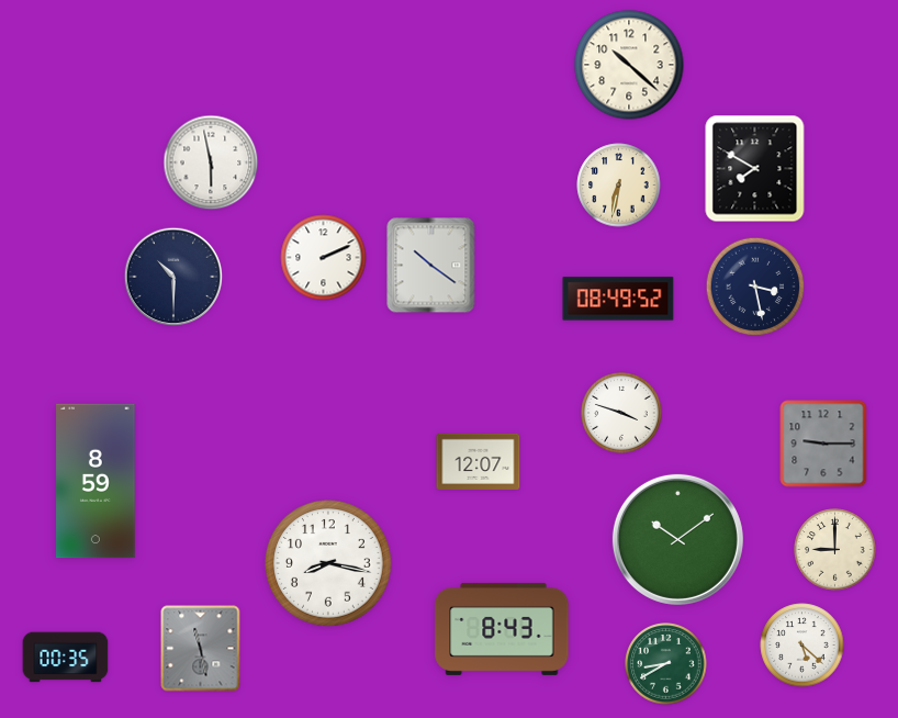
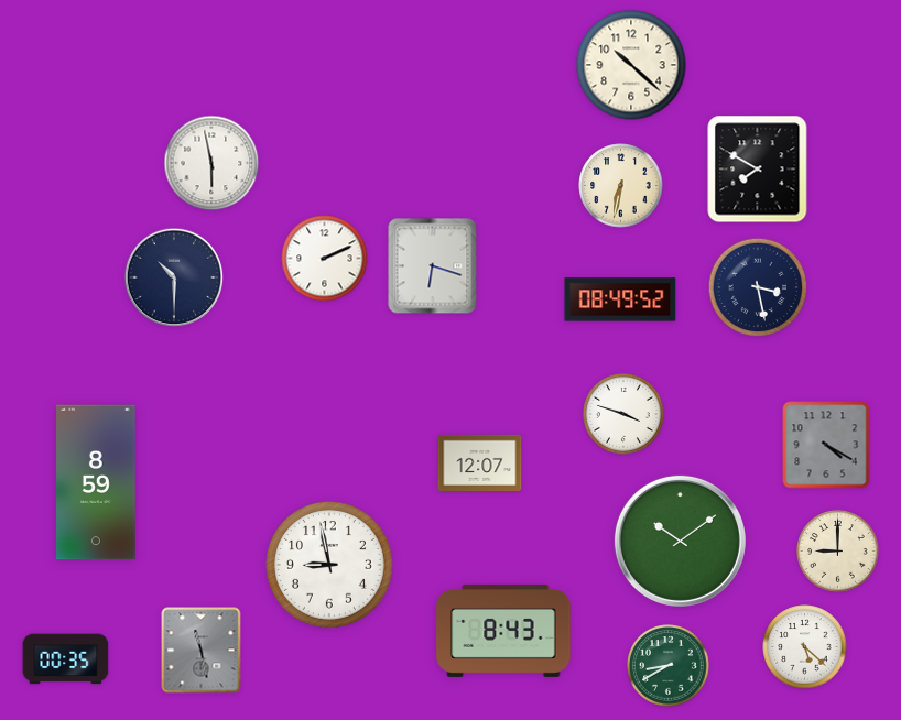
clock at (431, 266): 10:21 -> 6:18
clock at (823, 444): 9:15 -> 4:20
clock at (329, 564): 8:17 -> 8:58
